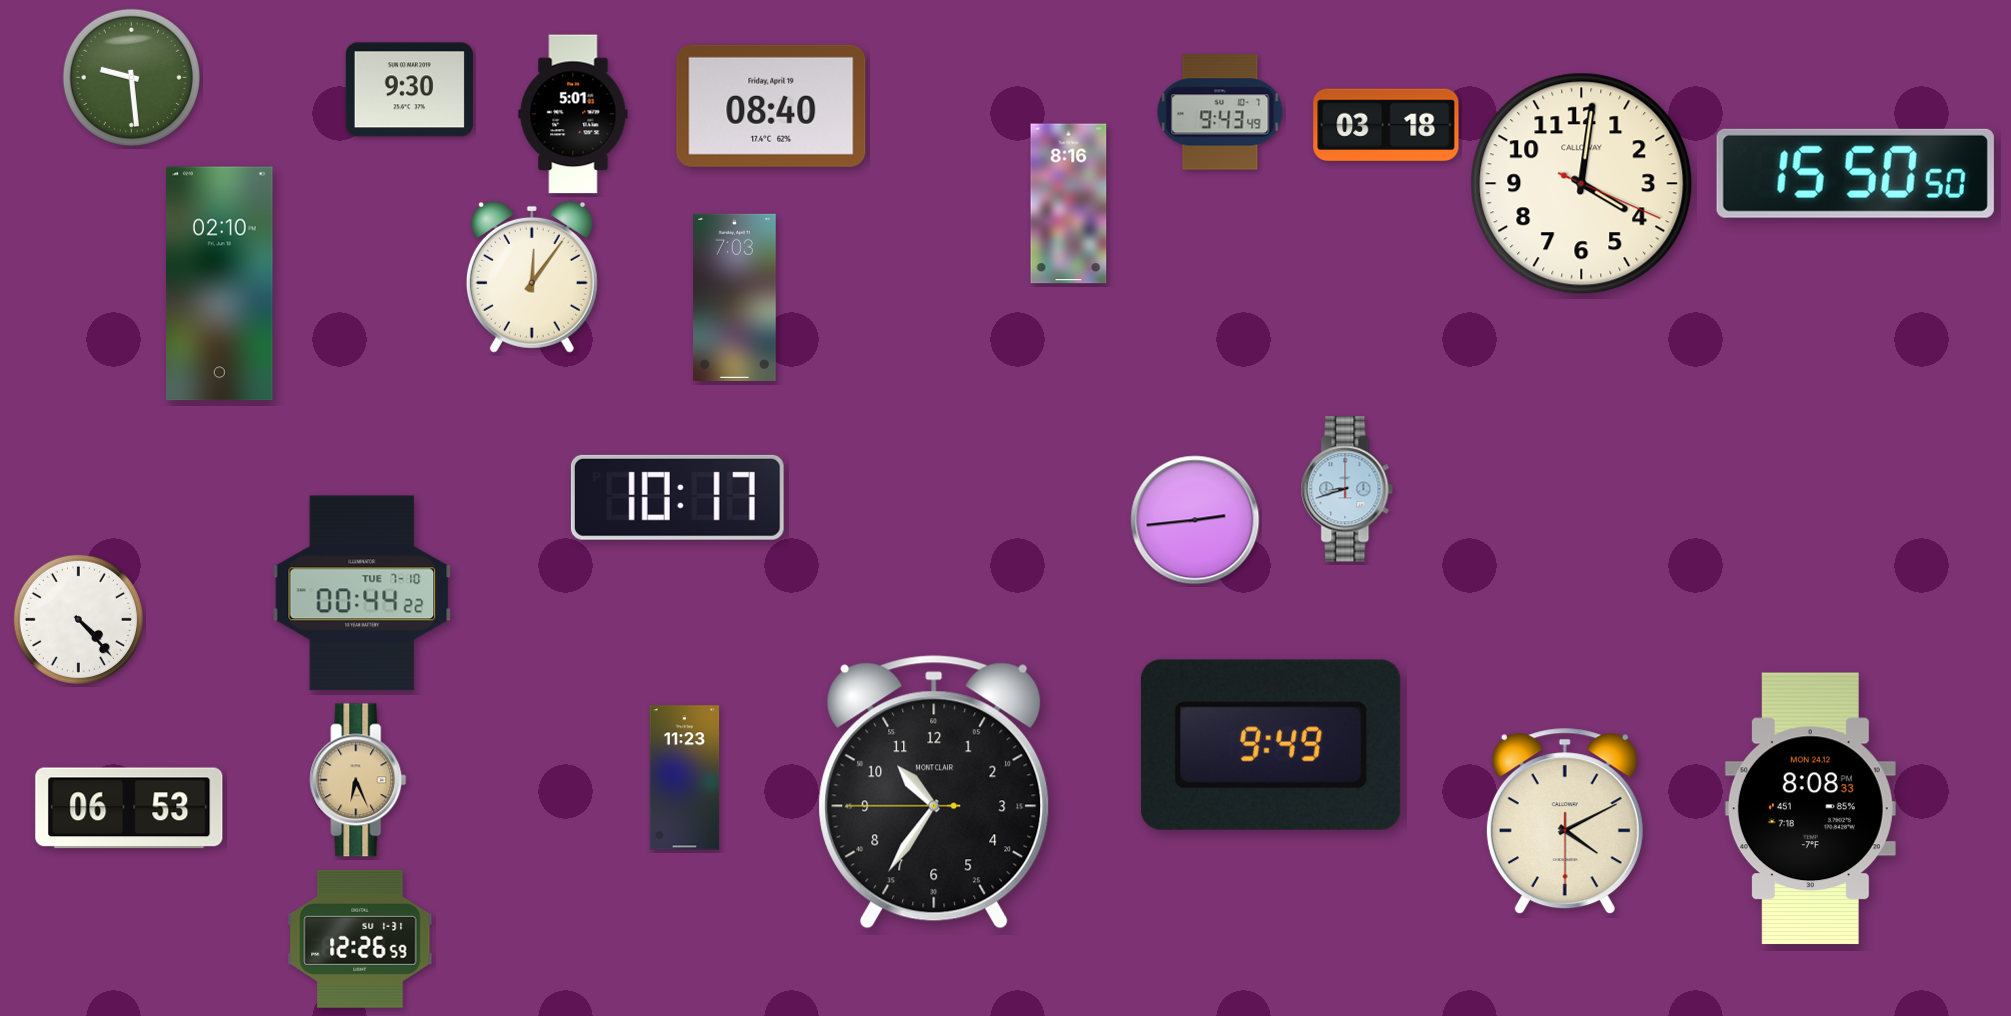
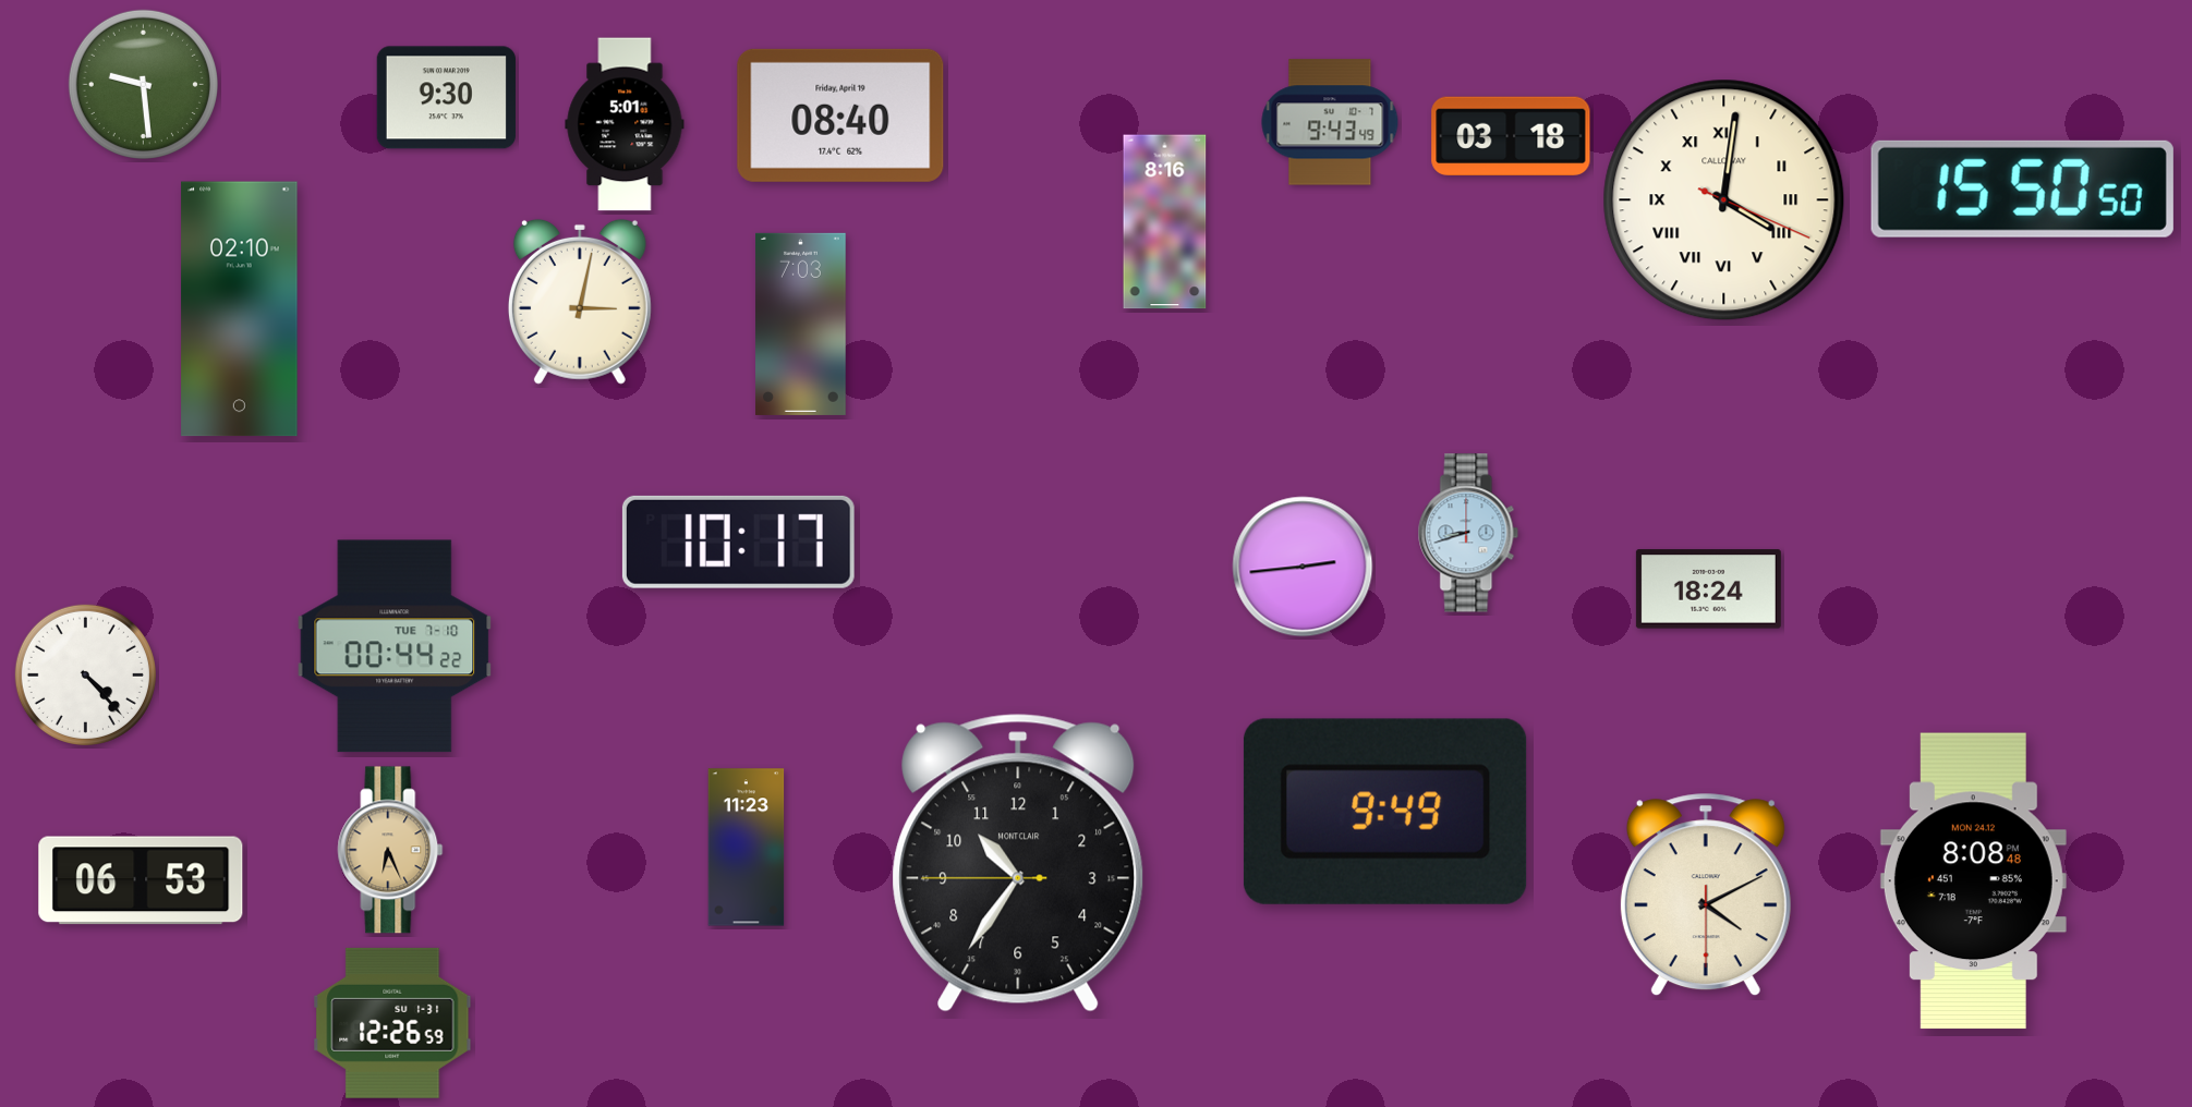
clock at (1582, 184) numerals: Arabic -> Roman
clock at (532, 277): 12:06 -> 3:02
clock at (1708, 589): none -> 18:24
clock at (1810, 809): 8:08:33 -> 8:08:48
